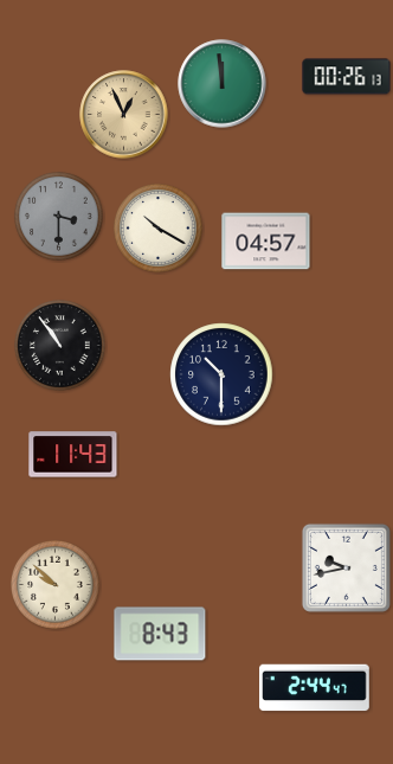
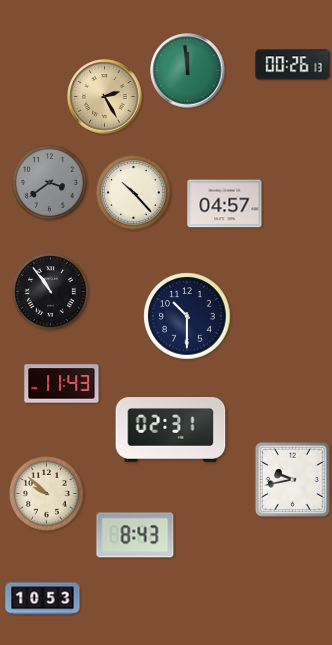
clock at (124, 115): 12:56 -> 2:25
clock at (59, 217): 3:30 -> 3:39
clock at (159, 229): 10:20 -> 10:23
clock at (171, 430): none -> 02:31
clock at (315, 688): 2:44 -> none
clock at (43, 599): none -> 10:53
